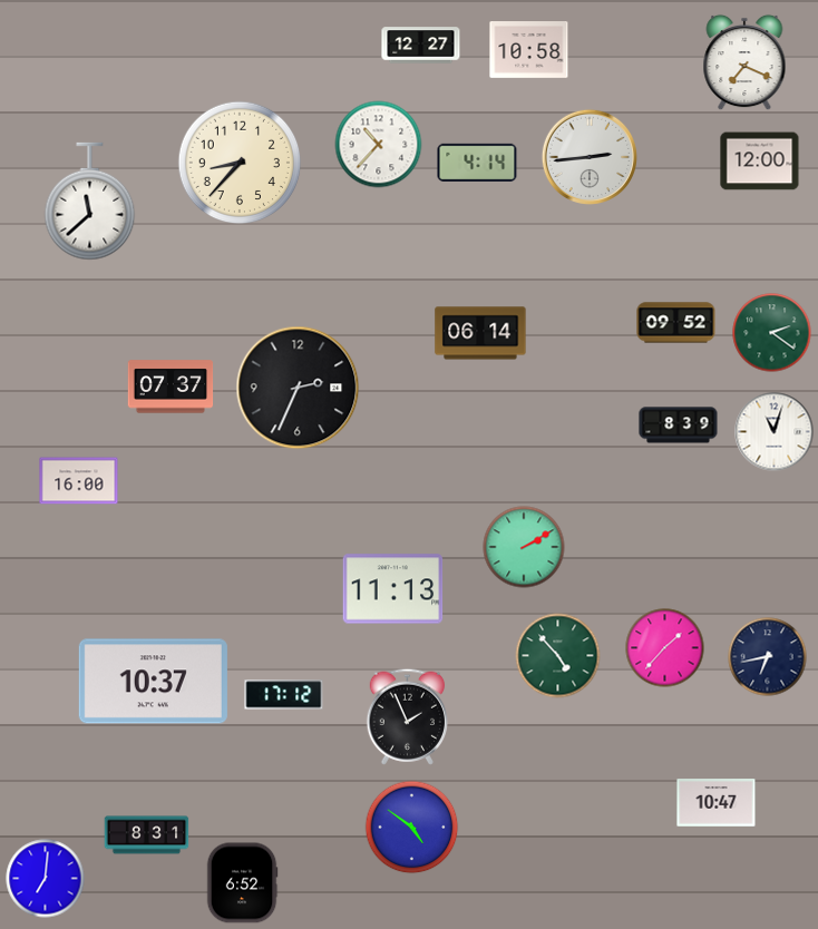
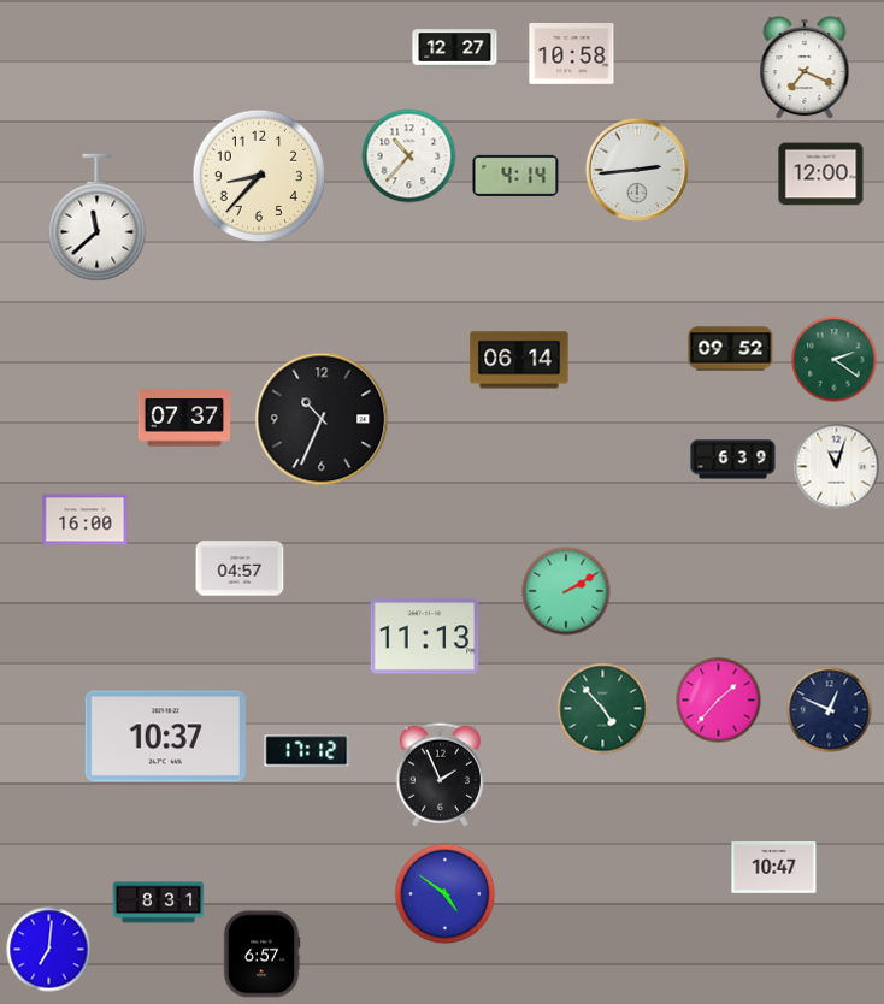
clock at (298, 388): 2:34 -> 10:34
clock at (679, 426): 8:39 -> 6:39
clock at (240, 568): none -> 04:57
clock at (768, 657): 6:43 -> 12:49
clock at (242, 883): 6:52 -> 6:57
